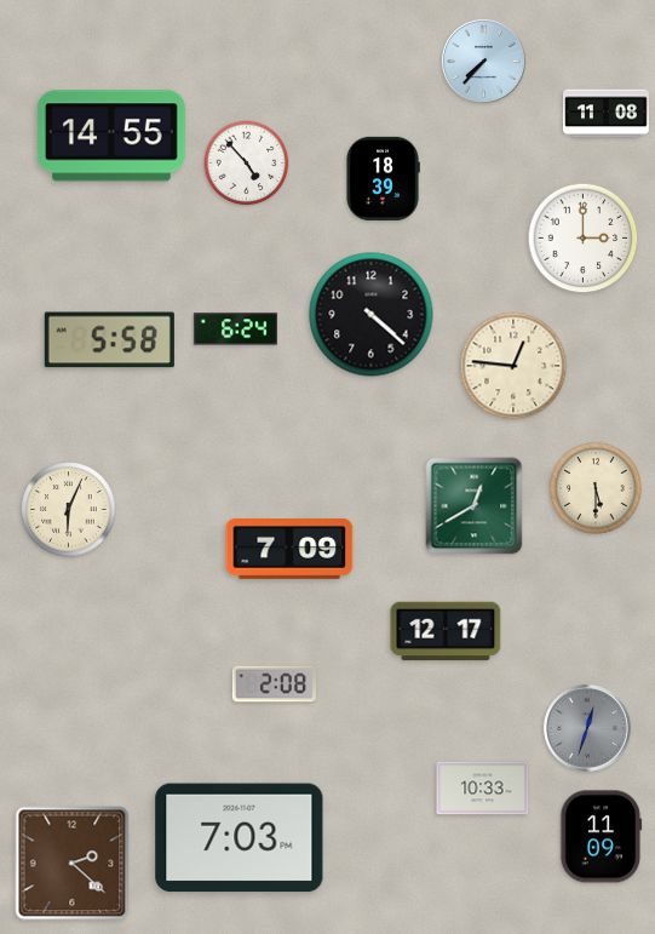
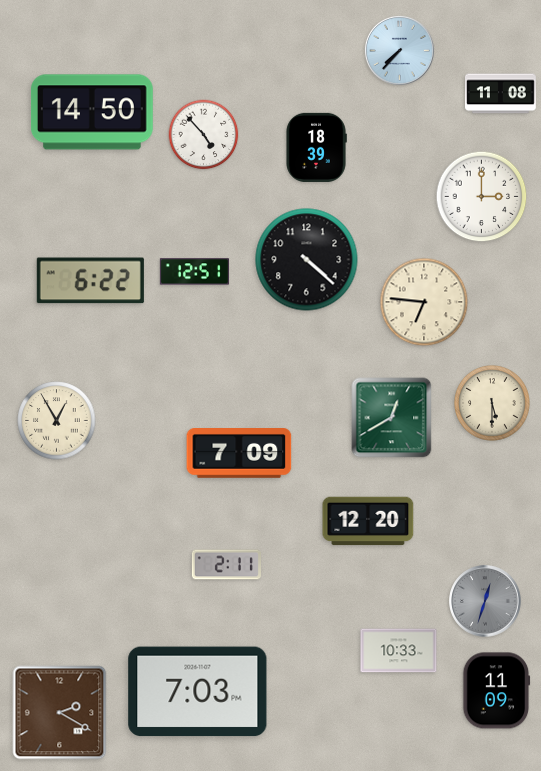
clock at (113, 136): 14:55 -> 14:50
clock at (235, 330): 6:24 -> 12:51
clock at (109, 340): 5:58 -> 6:22
clock at (513, 366): 12:46 -> 6:46
clock at (69, 510): 6:04 -> 12:55
clock at (446, 631): 12:17 -> 12:20
clock at (274, 684): 2:08 -> 2:11
clock at (73, 864): 2:22 -> 2:20
